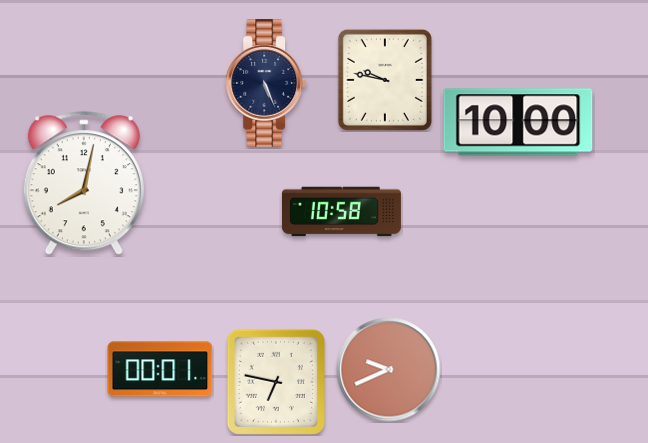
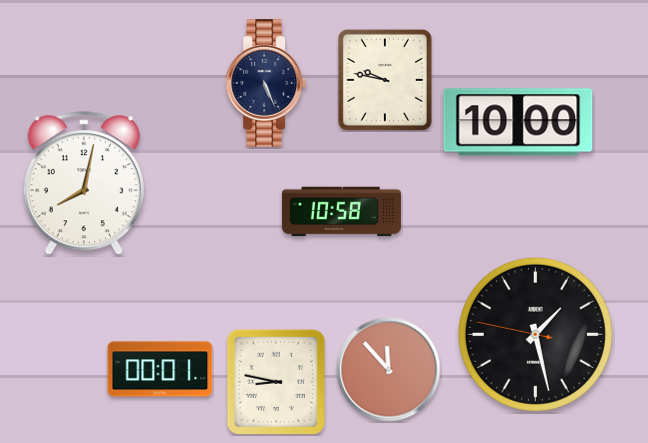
clock at (535, 334): none -> 1:27
clock at (389, 370): 9:41 -> 11:53
clock at (276, 382): 6:47 -> 8:47
